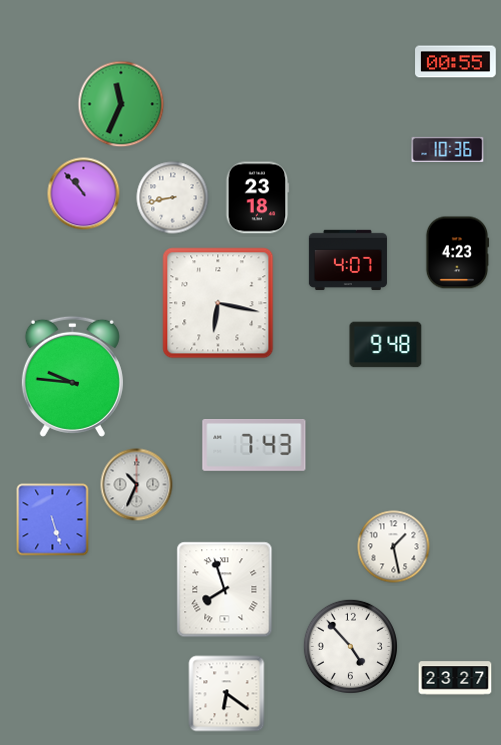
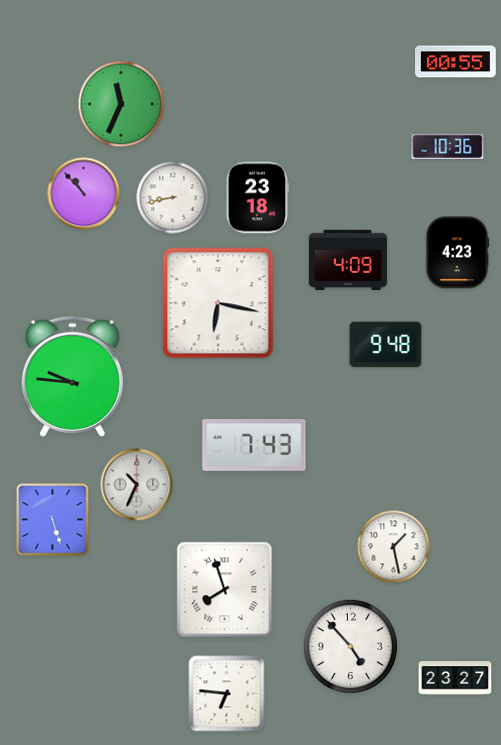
clock at (448, 149) position: (448, 149) -> (448, 146)
clock at (348, 260): 4:07 -> 4:09
clock at (227, 694): 6:21 -> 6:46
